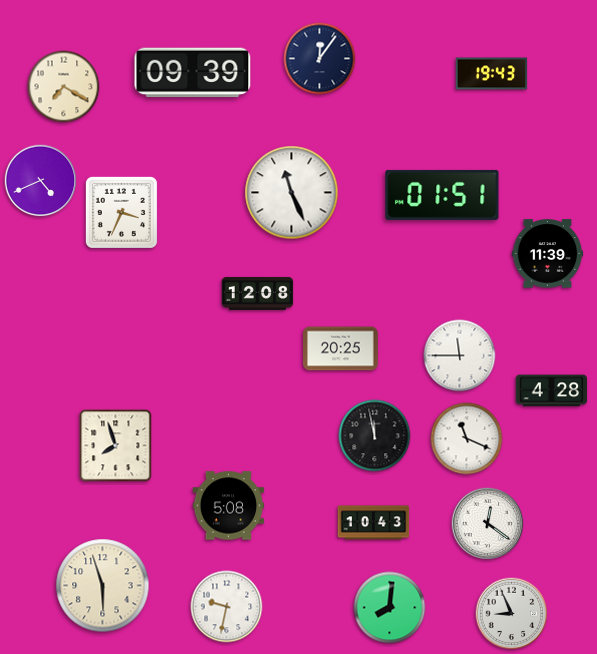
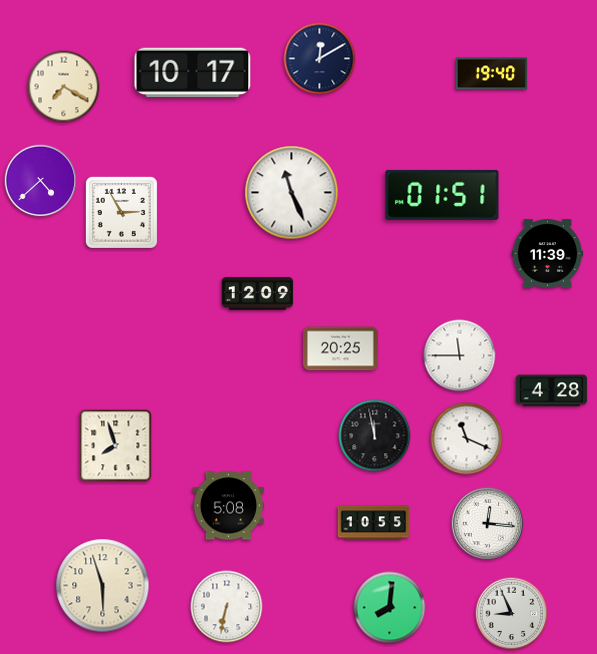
clock at (320, 59): 12:06 -> 12:10
clock at (193, 73): 09:39 -> 10:17
clock at (492, 74): 19:43 -> 19:40
clock at (41, 181): 4:41 -> 4:38
clock at (121, 212): 3:34 -> 2:55
clock at (258, 294): 12:08 -> 12:09
clock at (374, 523): 10:43 -> 10:55
clock at (488, 524): 12:21 -> 12:16
clock at (227, 607): 9:32 -> 6:32
